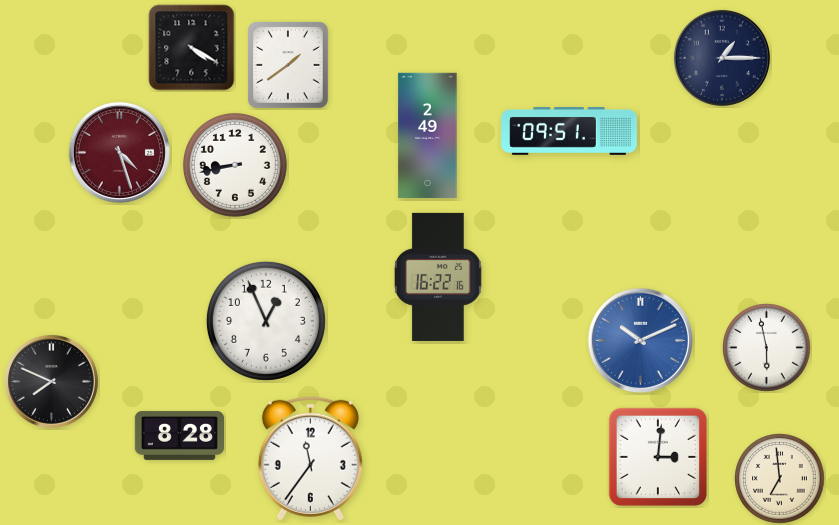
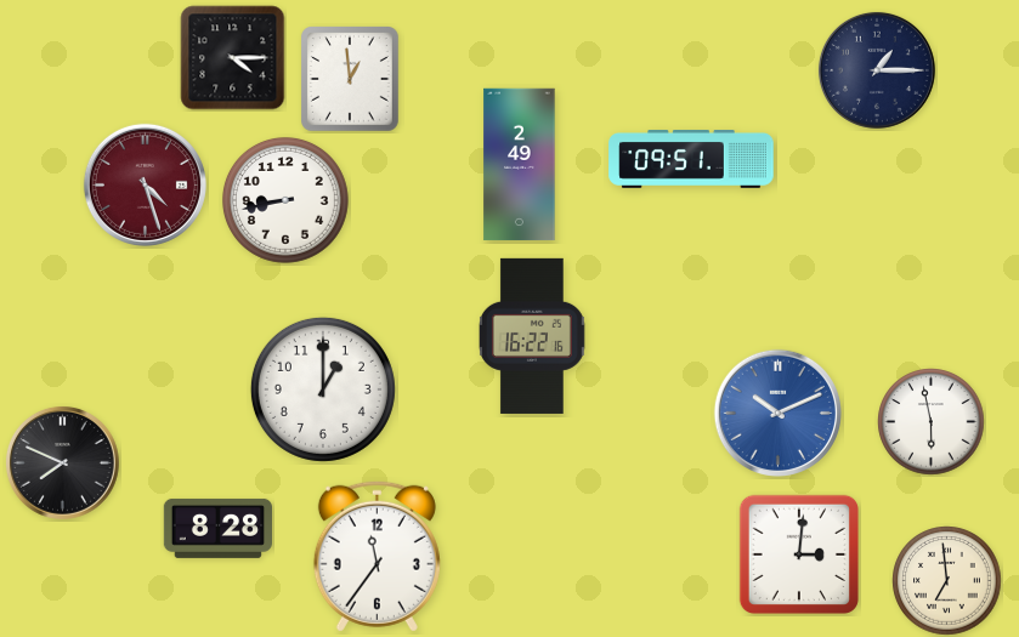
clock at (192, 48): 4:20 -> 4:15
clock at (289, 66): 1:39 -> 12:59
clock at (266, 321): 12:56 -> 1:00
